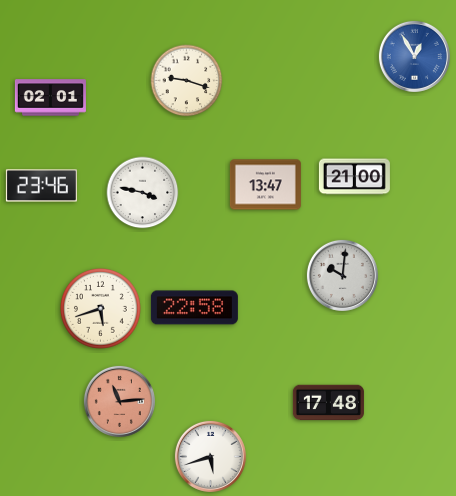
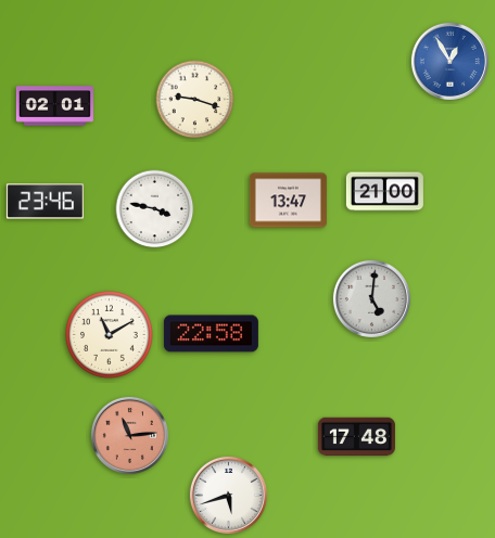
clock at (187, 81) position: (187, 81) -> (195, 100)
clock at (342, 275): 10:01 -> 5:01
clock at (101, 309): 5:42 -> 11:10
